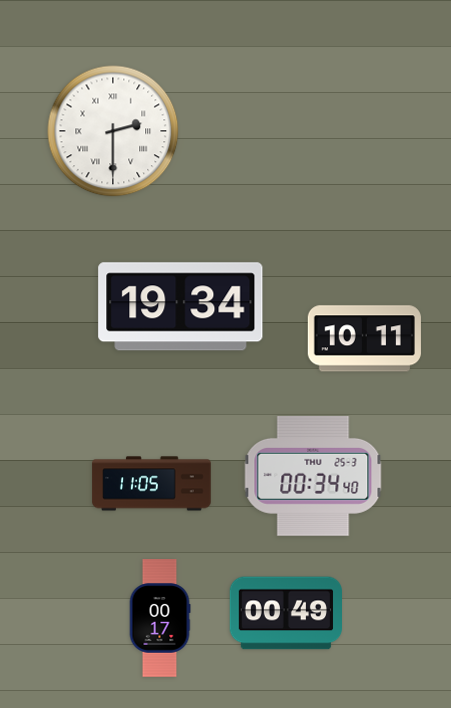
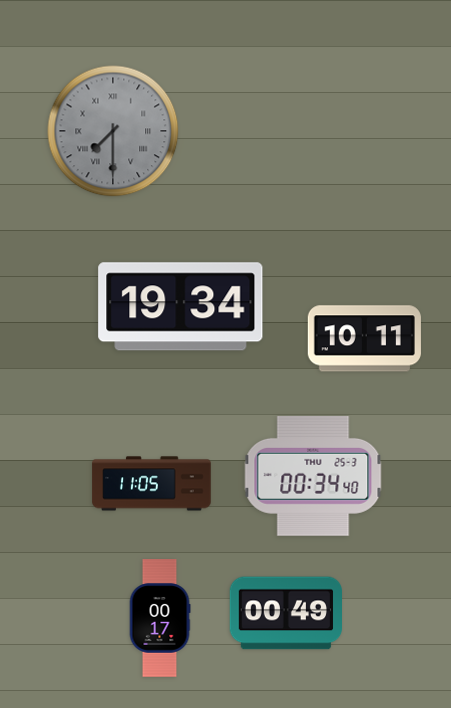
clock at (113, 131): 2:30 -> 7:30
clock at (113, 131) dial: white -> grey
